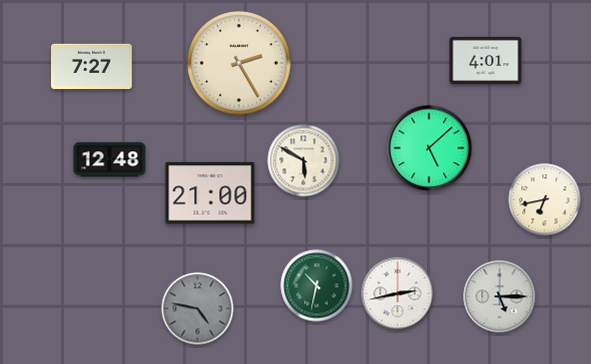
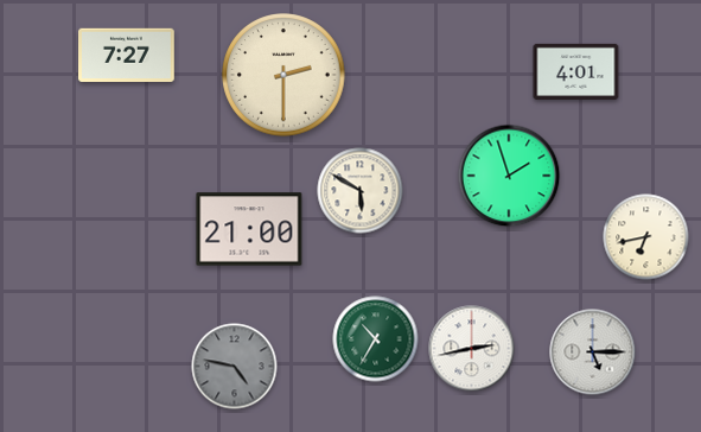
clock at (239, 63): 2:25 -> 2:30
clock at (92, 67) position: (92, 67) -> (127, 56)
clock at (429, 148): 5:08 -> 1:57
clock at (110, 160): 12:48 -> none
clock at (317, 286): 10:32 -> 10:35
